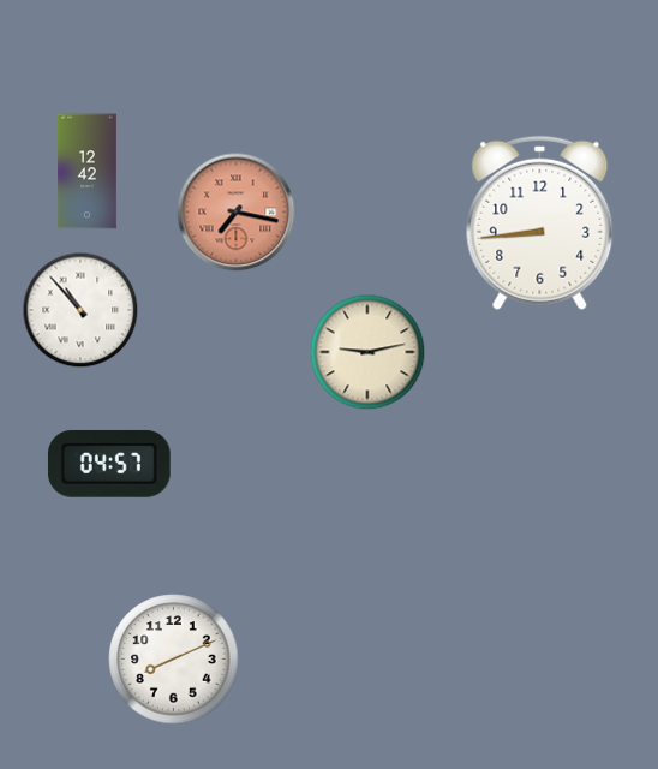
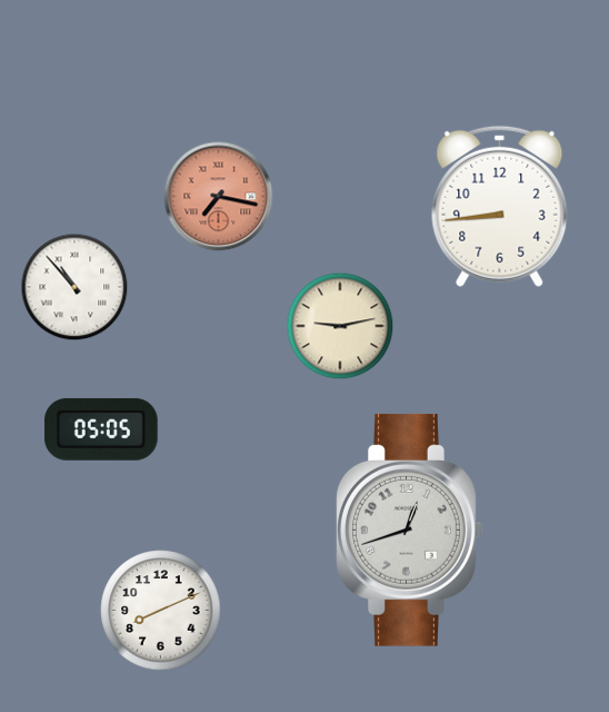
clock at (86, 172): 12:42 -> none
clock at (109, 464): 04:57 -> 05:05
clock at (410, 530): none -> 12:42
